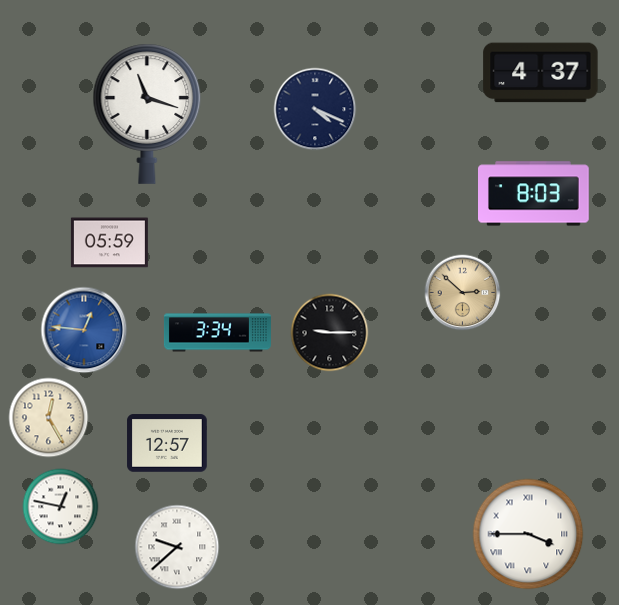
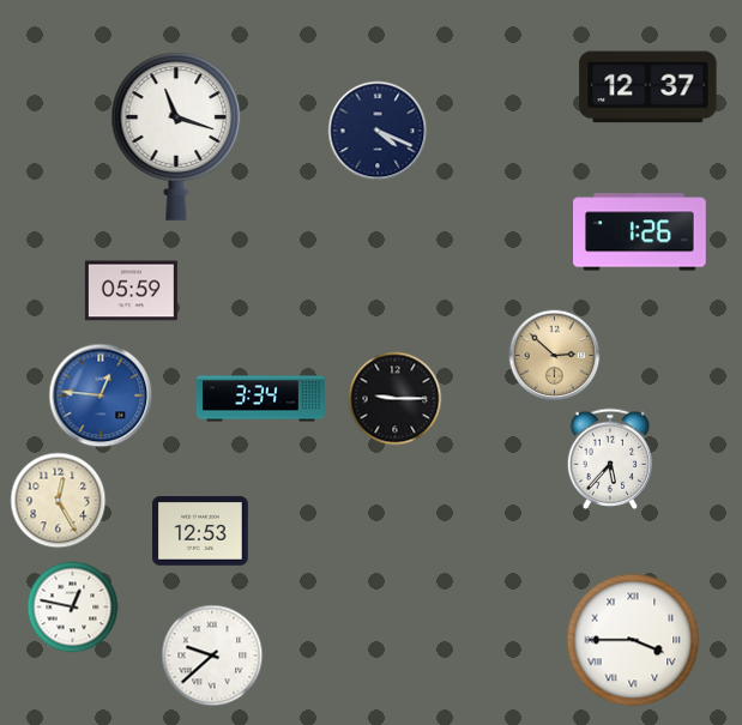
clock at (541, 73): 4:37 -> 12:37
clock at (534, 194): 8:03 -> 1:26
clock at (463, 293) position: (463, 293) -> (555, 356)
clock at (610, 459): none -> 5:37
clock at (167, 443): 12:57 -> 12:53
